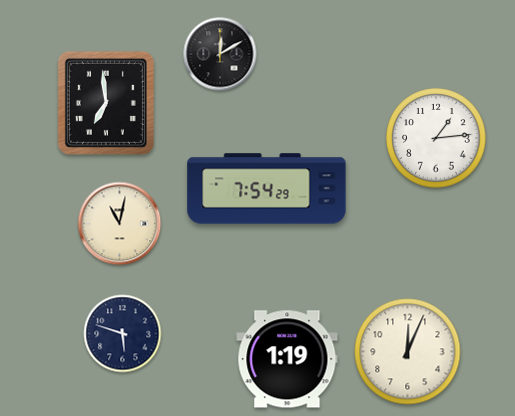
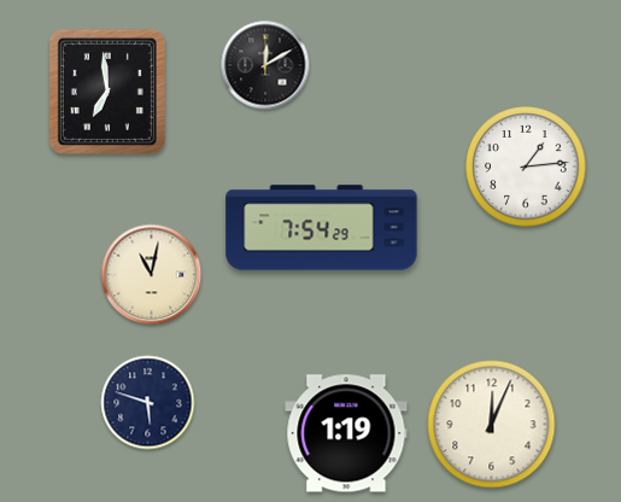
clock at (106, 103) position: (106, 103) -> (107, 92)
clock at (120, 224) position: (120, 224) -> (152, 275)
